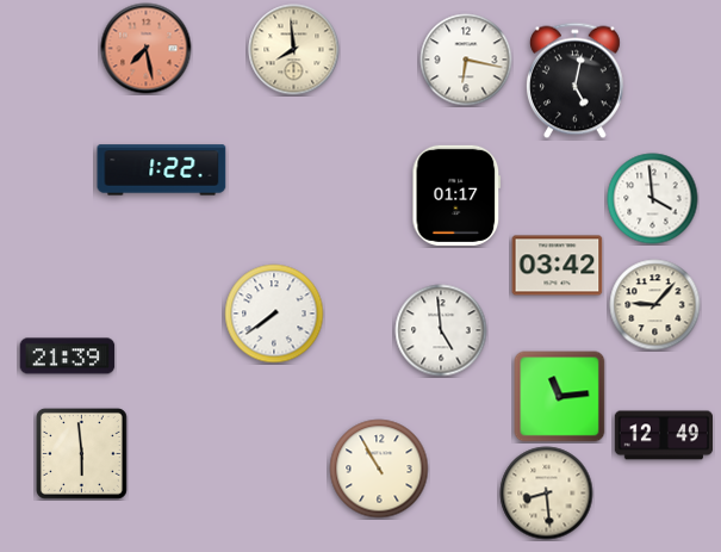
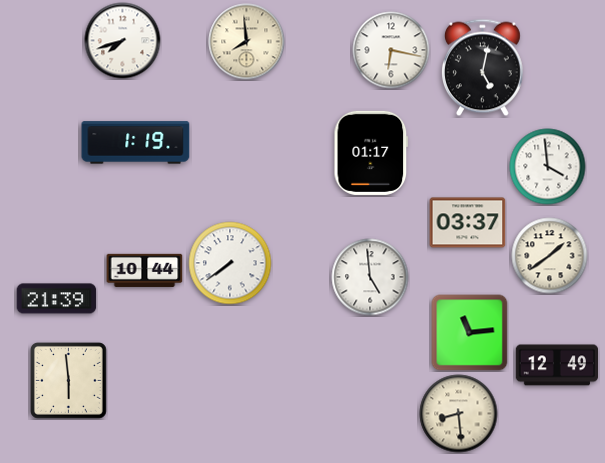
clock at (147, 49): 7:28 -> 7:42
clock at (147, 49) dial: salmon -> white
clock at (162, 170): 1:22 -> 1:19
clock at (456, 196) position: (456, 196) -> (371, 153)
clock at (558, 266): 03:42 -> 03:37
clock at (655, 305): 9:07 -> 1:39
clock at (145, 270): none -> 10:44
clock at (379, 469): 10:55 -> none
